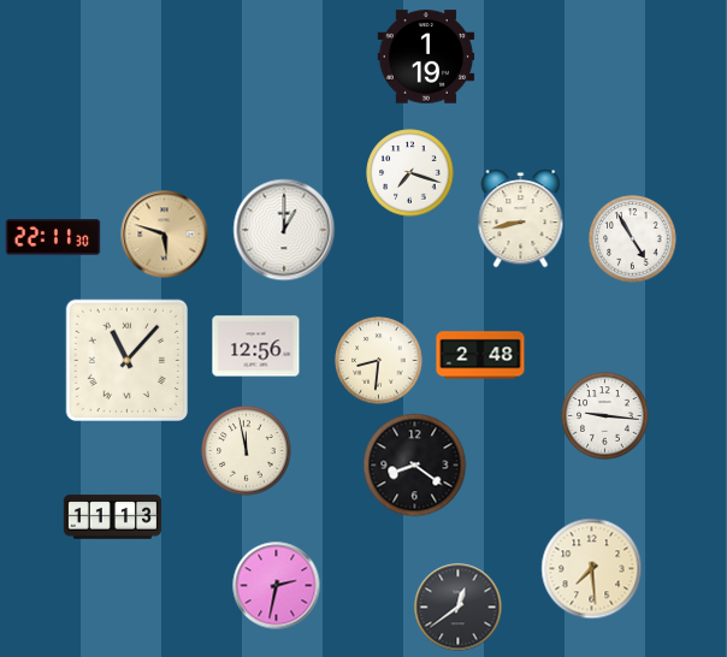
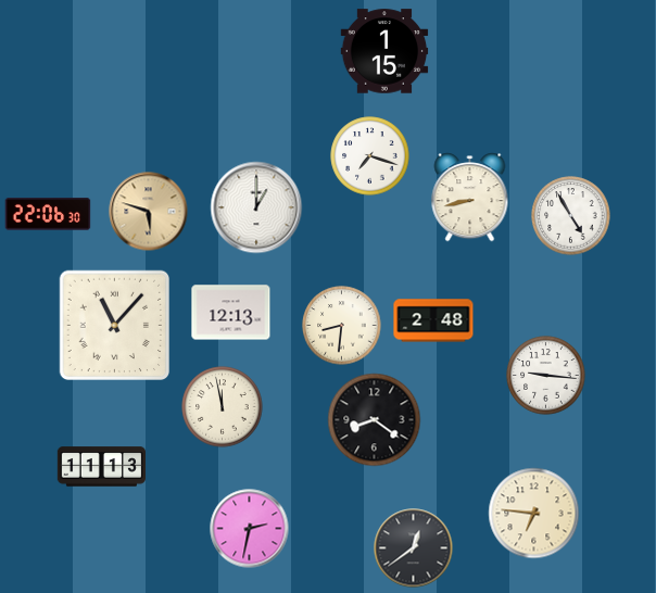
clock at (426, 57): 1:19 -> 1:15
clock at (53, 237): 22:11 -> 22:06
clock at (256, 347): 12:56 -> 12:13
clock at (592, 569): 7:29 -> 6:46
